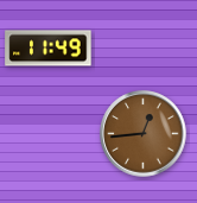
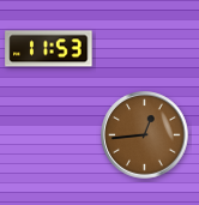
clock at (49, 49): 11:49 -> 11:53
